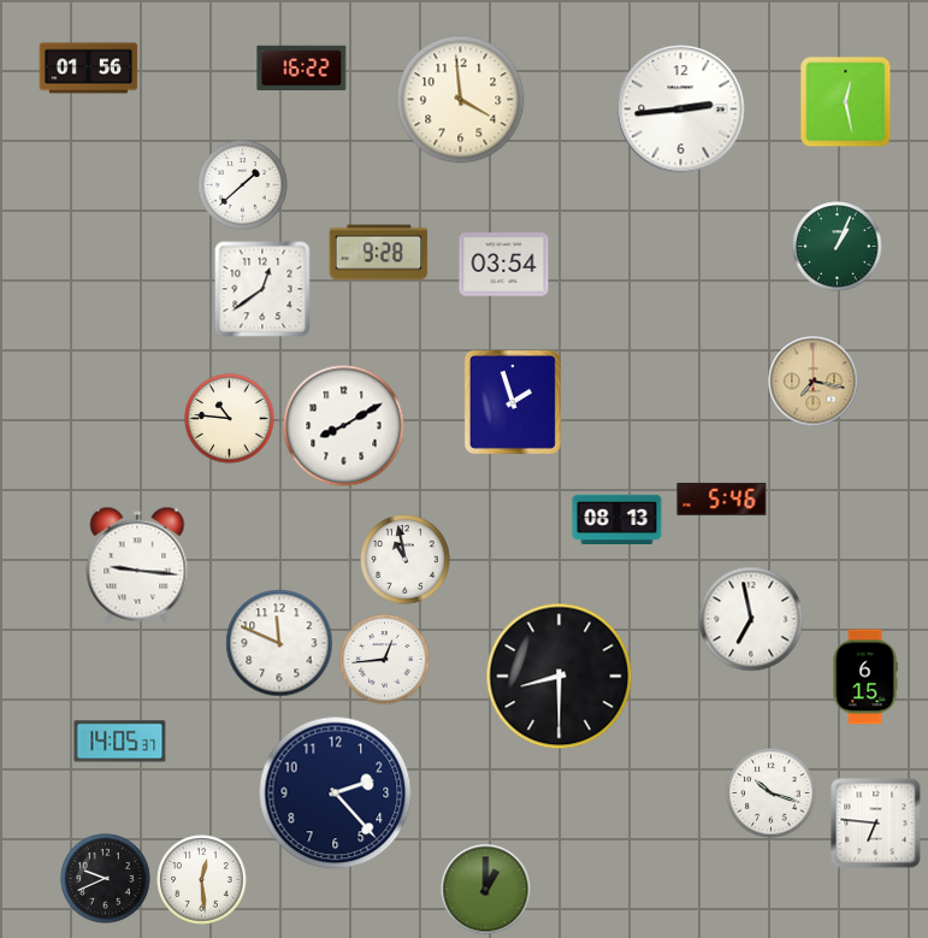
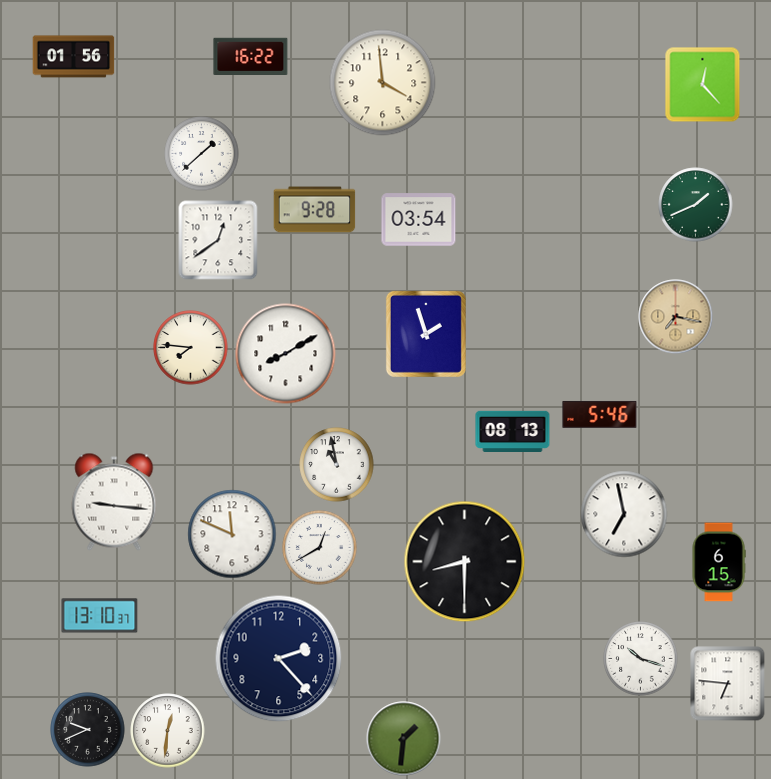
clock at (846, 102): 12:28 -> 12:23
clock at (681, 110): 2:44 -> none
clock at (838, 247): 1:04 -> 1:41
clock at (230, 419): 10:46 -> 7:46
clock at (137, 566) position: (137, 566) -> (114, 502)
clock at (385, 660): 12:44 -> 12:40
clock at (120, 742): 14:05 -> 13:10
clock at (202, 880): 12:29 -> 12:31
clock at (486, 890): 1:00 -> 1:31
